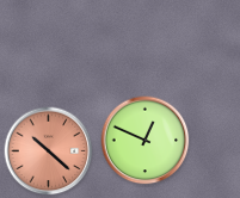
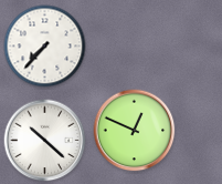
clock at (45, 47): none -> 7:37
clock at (49, 151) dial: salmon -> white
